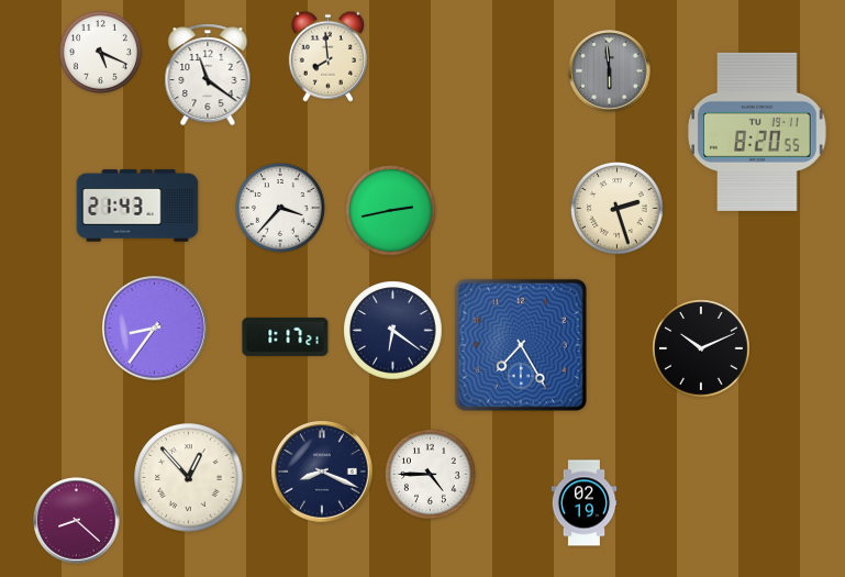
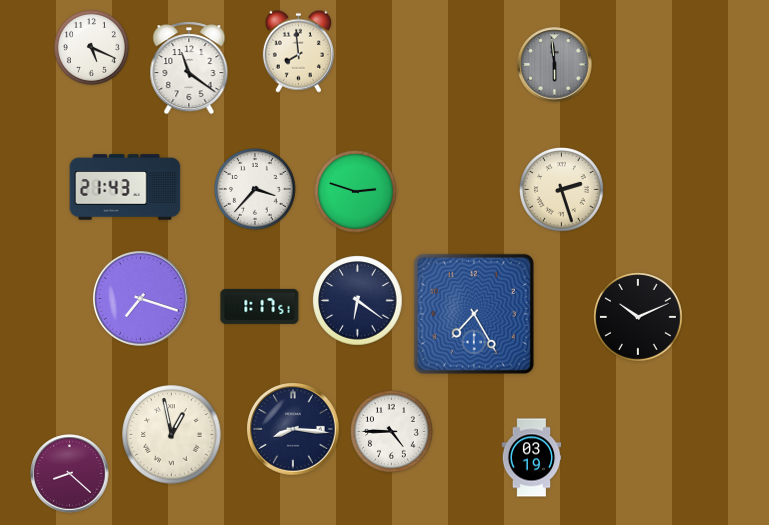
clock at (757, 132): 8:20 -> none
clock at (391, 211): 2:43 -> 2:48
clock at (155, 329): 8:36 -> 7:18
clock at (286, 336): 1:17:21 -> 1:17:51
clock at (322, 471): 8:19 -> 8:16
clock at (189, 478): 12:53 -> 12:58
clock at (585, 503): 02:19 -> 03:19
